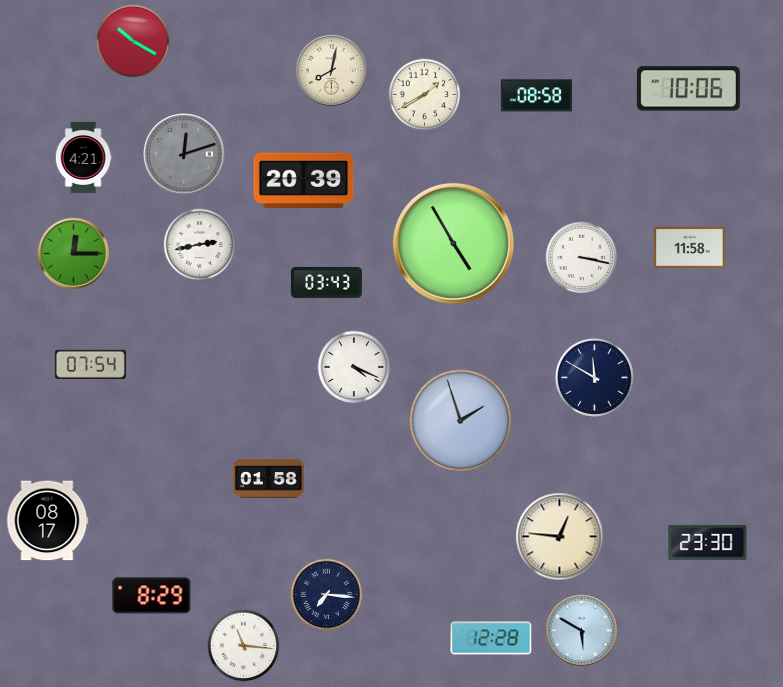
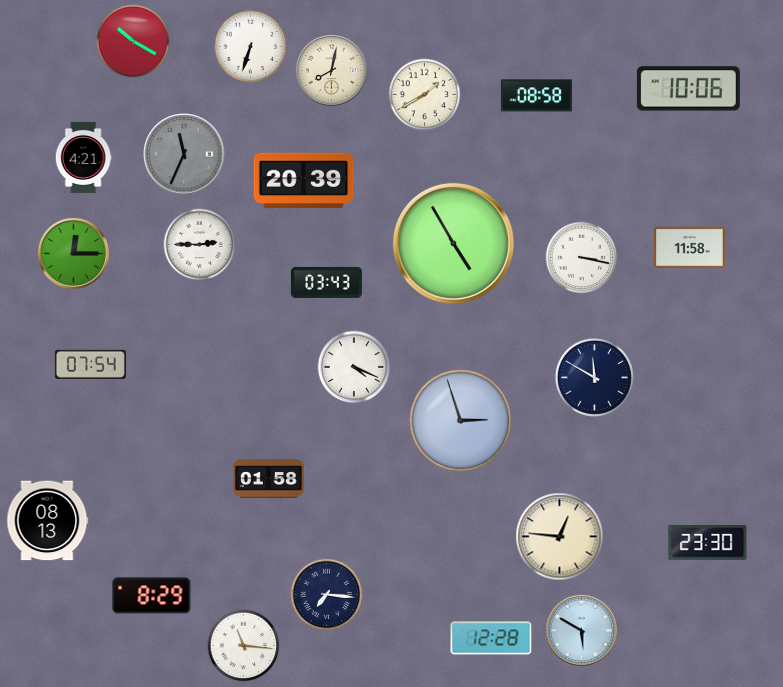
clock at (251, 47): none -> 6:33
clock at (184, 154): 12:12 -> 11:34
clock at (200, 245): 2:43 -> 2:45
clock at (461, 421): 1:57 -> 2:57
clock at (48, 521): 08:17 -> 08:13
